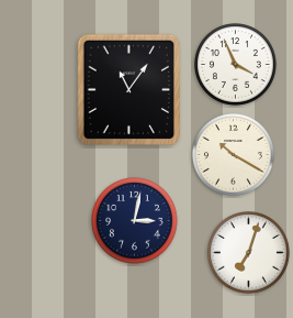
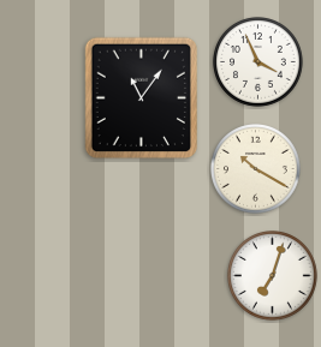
clock at (236, 65) position: (236, 65) -> (258, 62)
clock at (135, 221): 3:02 -> none
